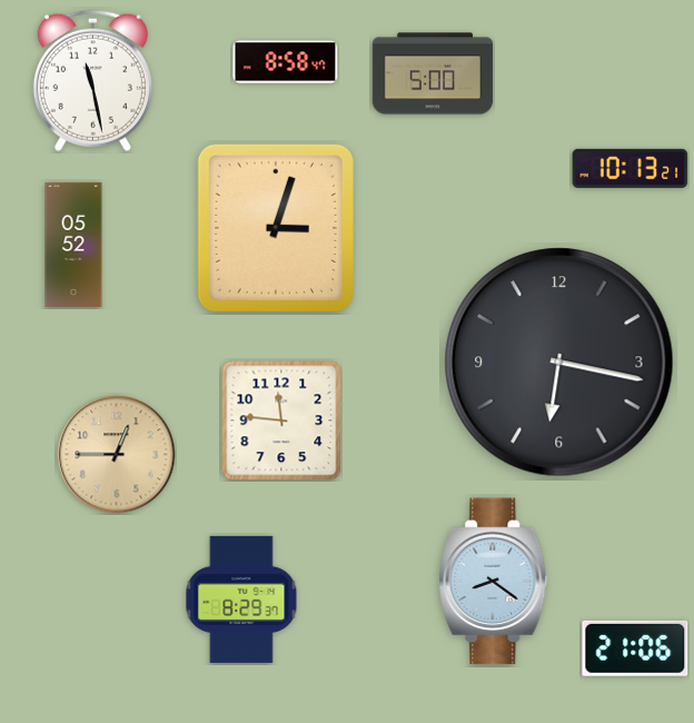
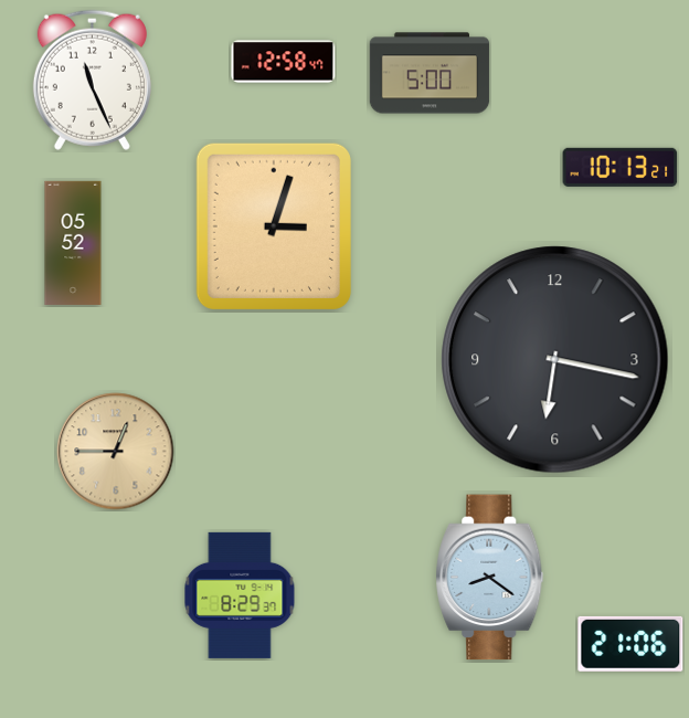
clock at (286, 62): 8:58 -> 12:58
clock at (92, 80): 11:28 -> 11:26
clock at (631, 168) position: (631, 168) -> (621, 167)
clock at (281, 420): 11:46 -> none
